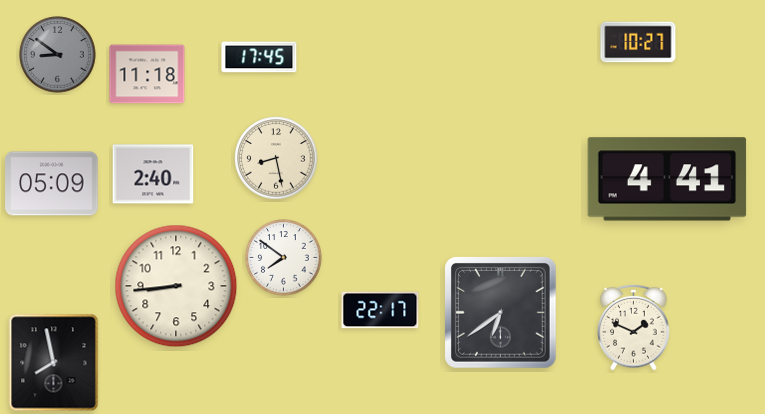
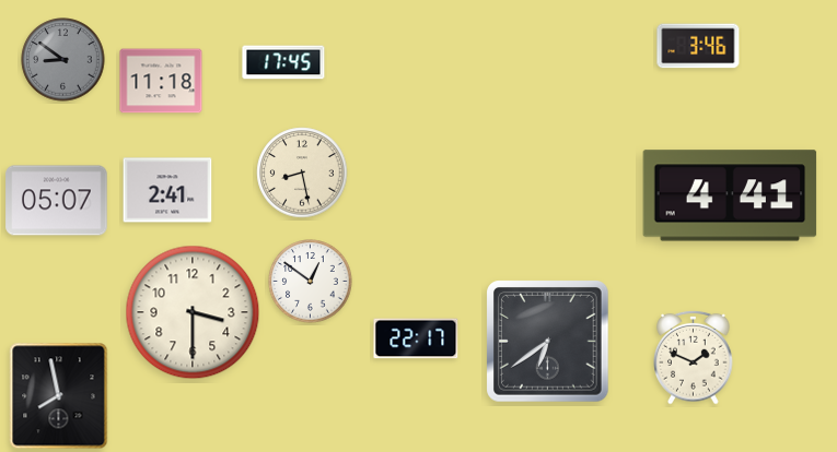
clock at (638, 42): 10:27 -> 3:46
clock at (153, 174): 2:40 -> 2:41
clock at (52, 184): 05:09 -> 05:07
clock at (284, 258): 7:51 -> 12:51
clock at (176, 286): 8:44 -> 3:30
